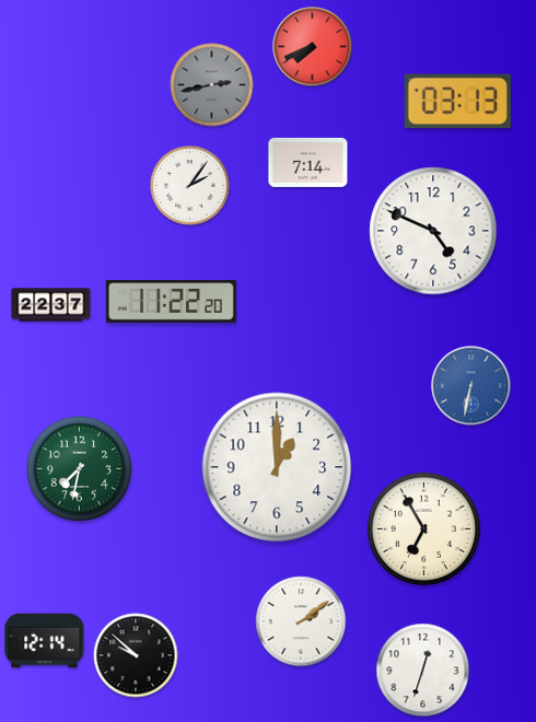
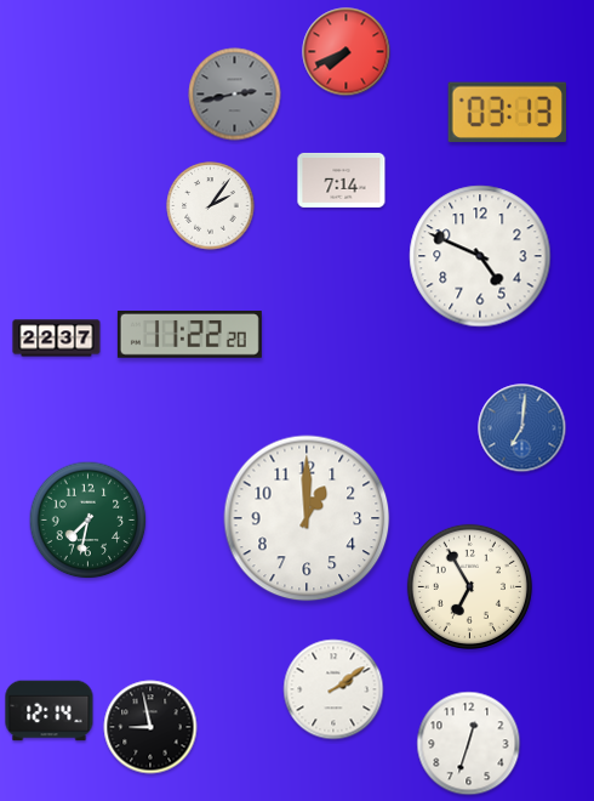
clock at (471, 386): 6:32 -> 7:01
clock at (136, 655): 9:52 -> 8:58
